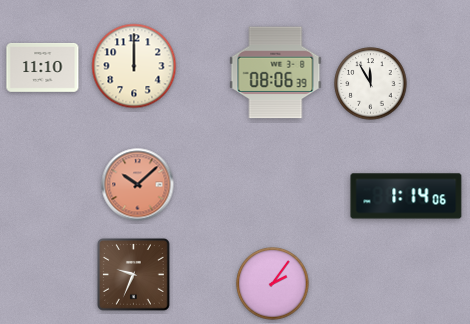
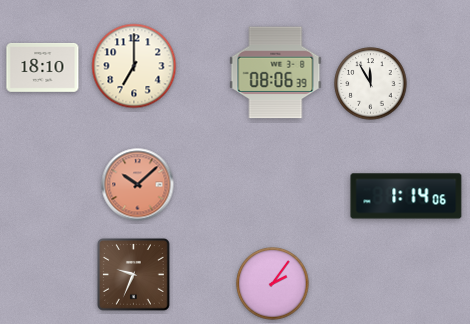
clock at (134, 66): 12:00 -> 7:00
clock at (43, 67): 11:10 -> 18:10
